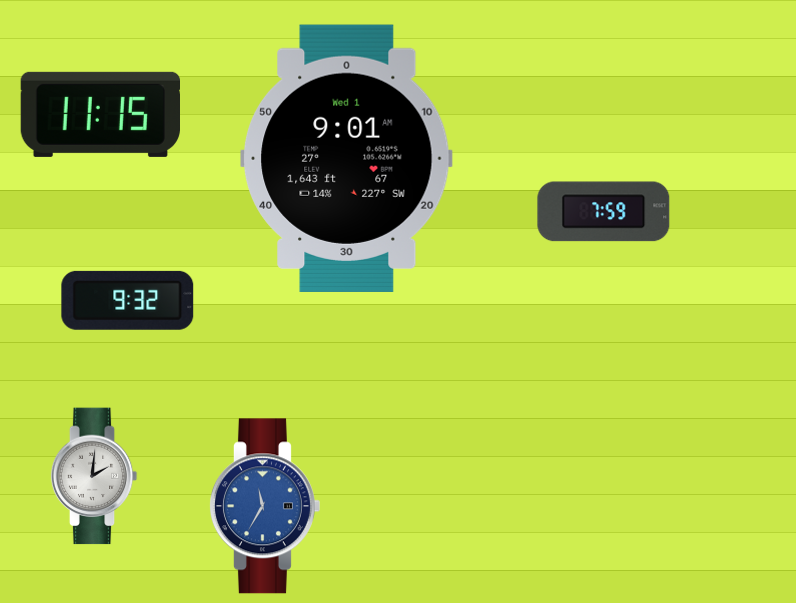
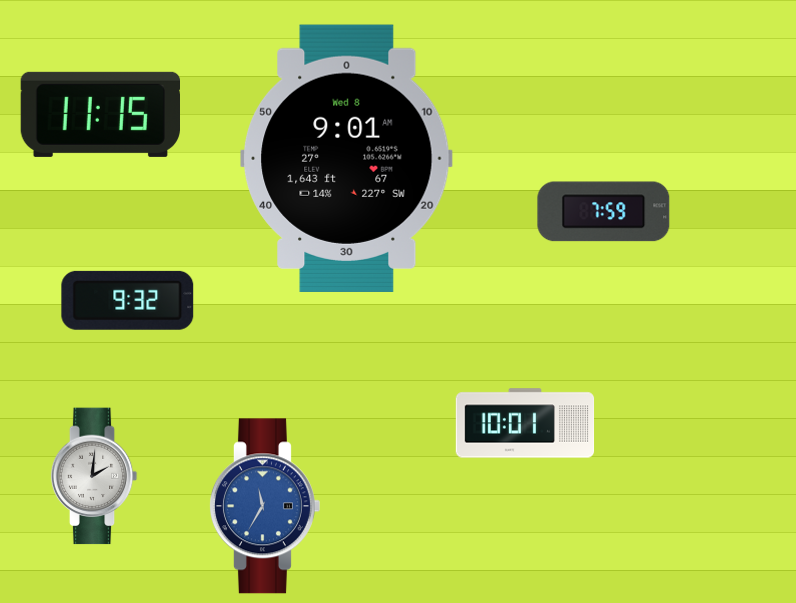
clock at (347, 158) date: Wed 1 -> Wed 8
clock at (525, 423): none -> 10:01
